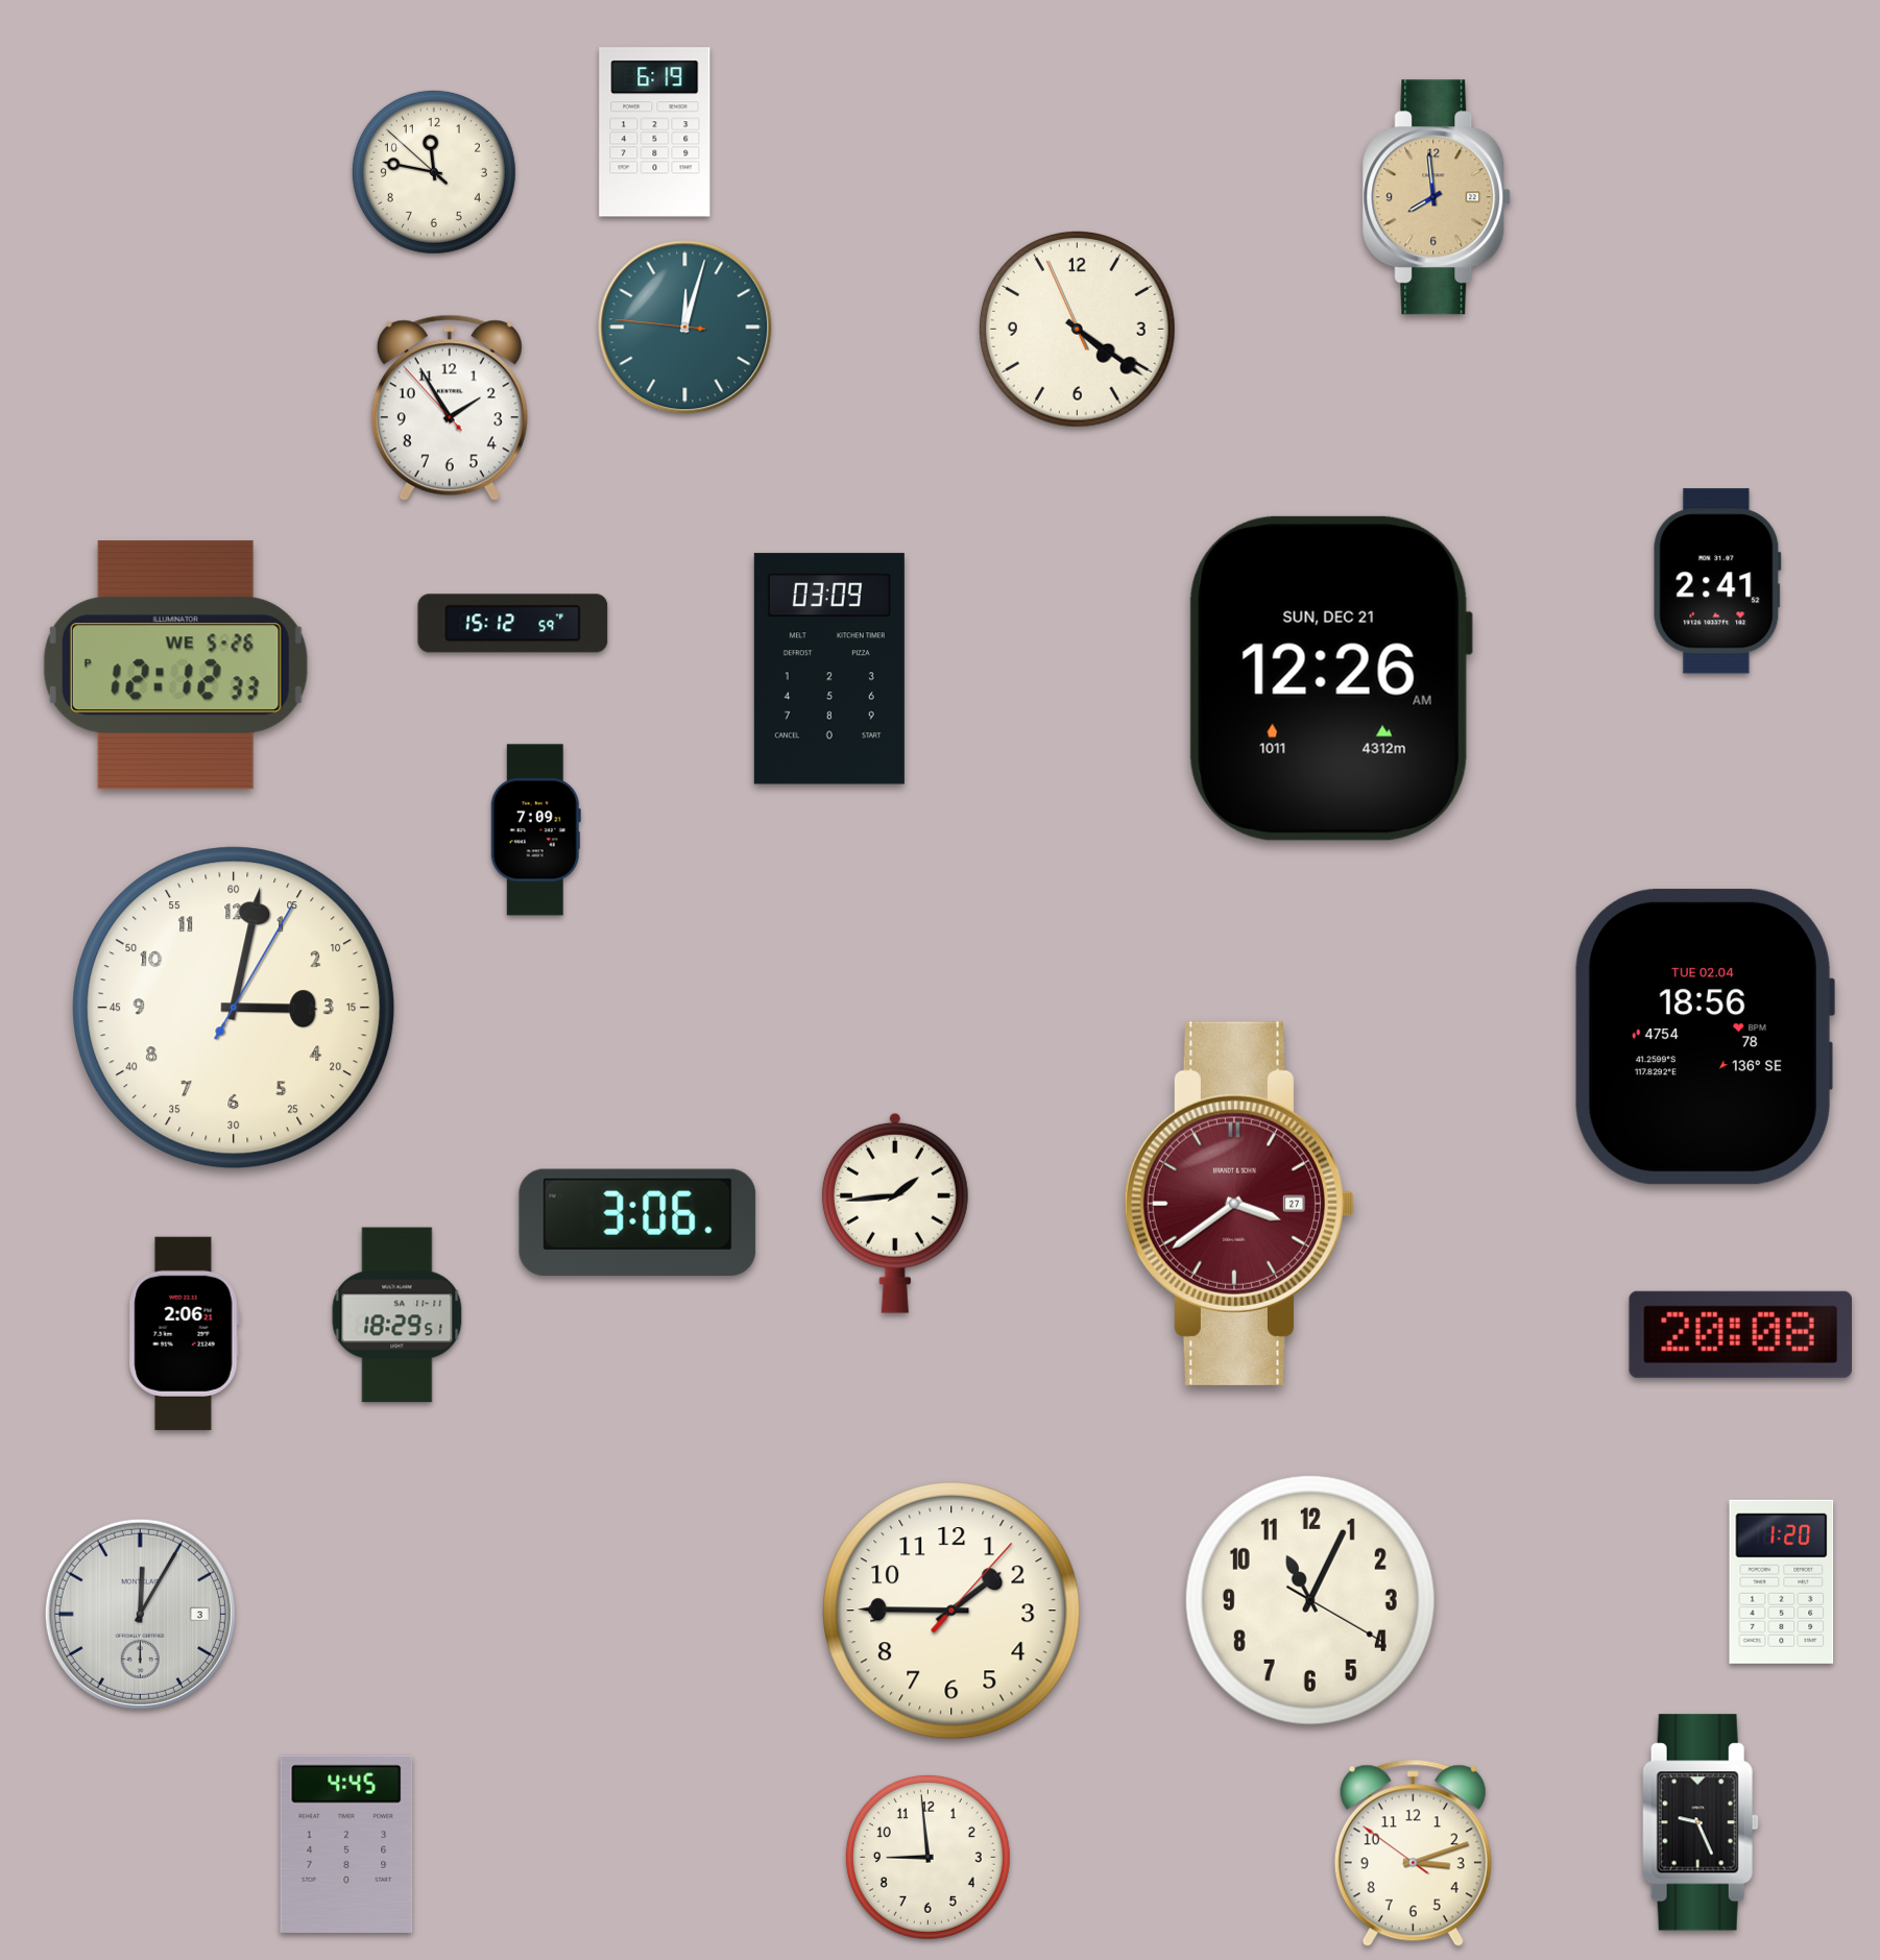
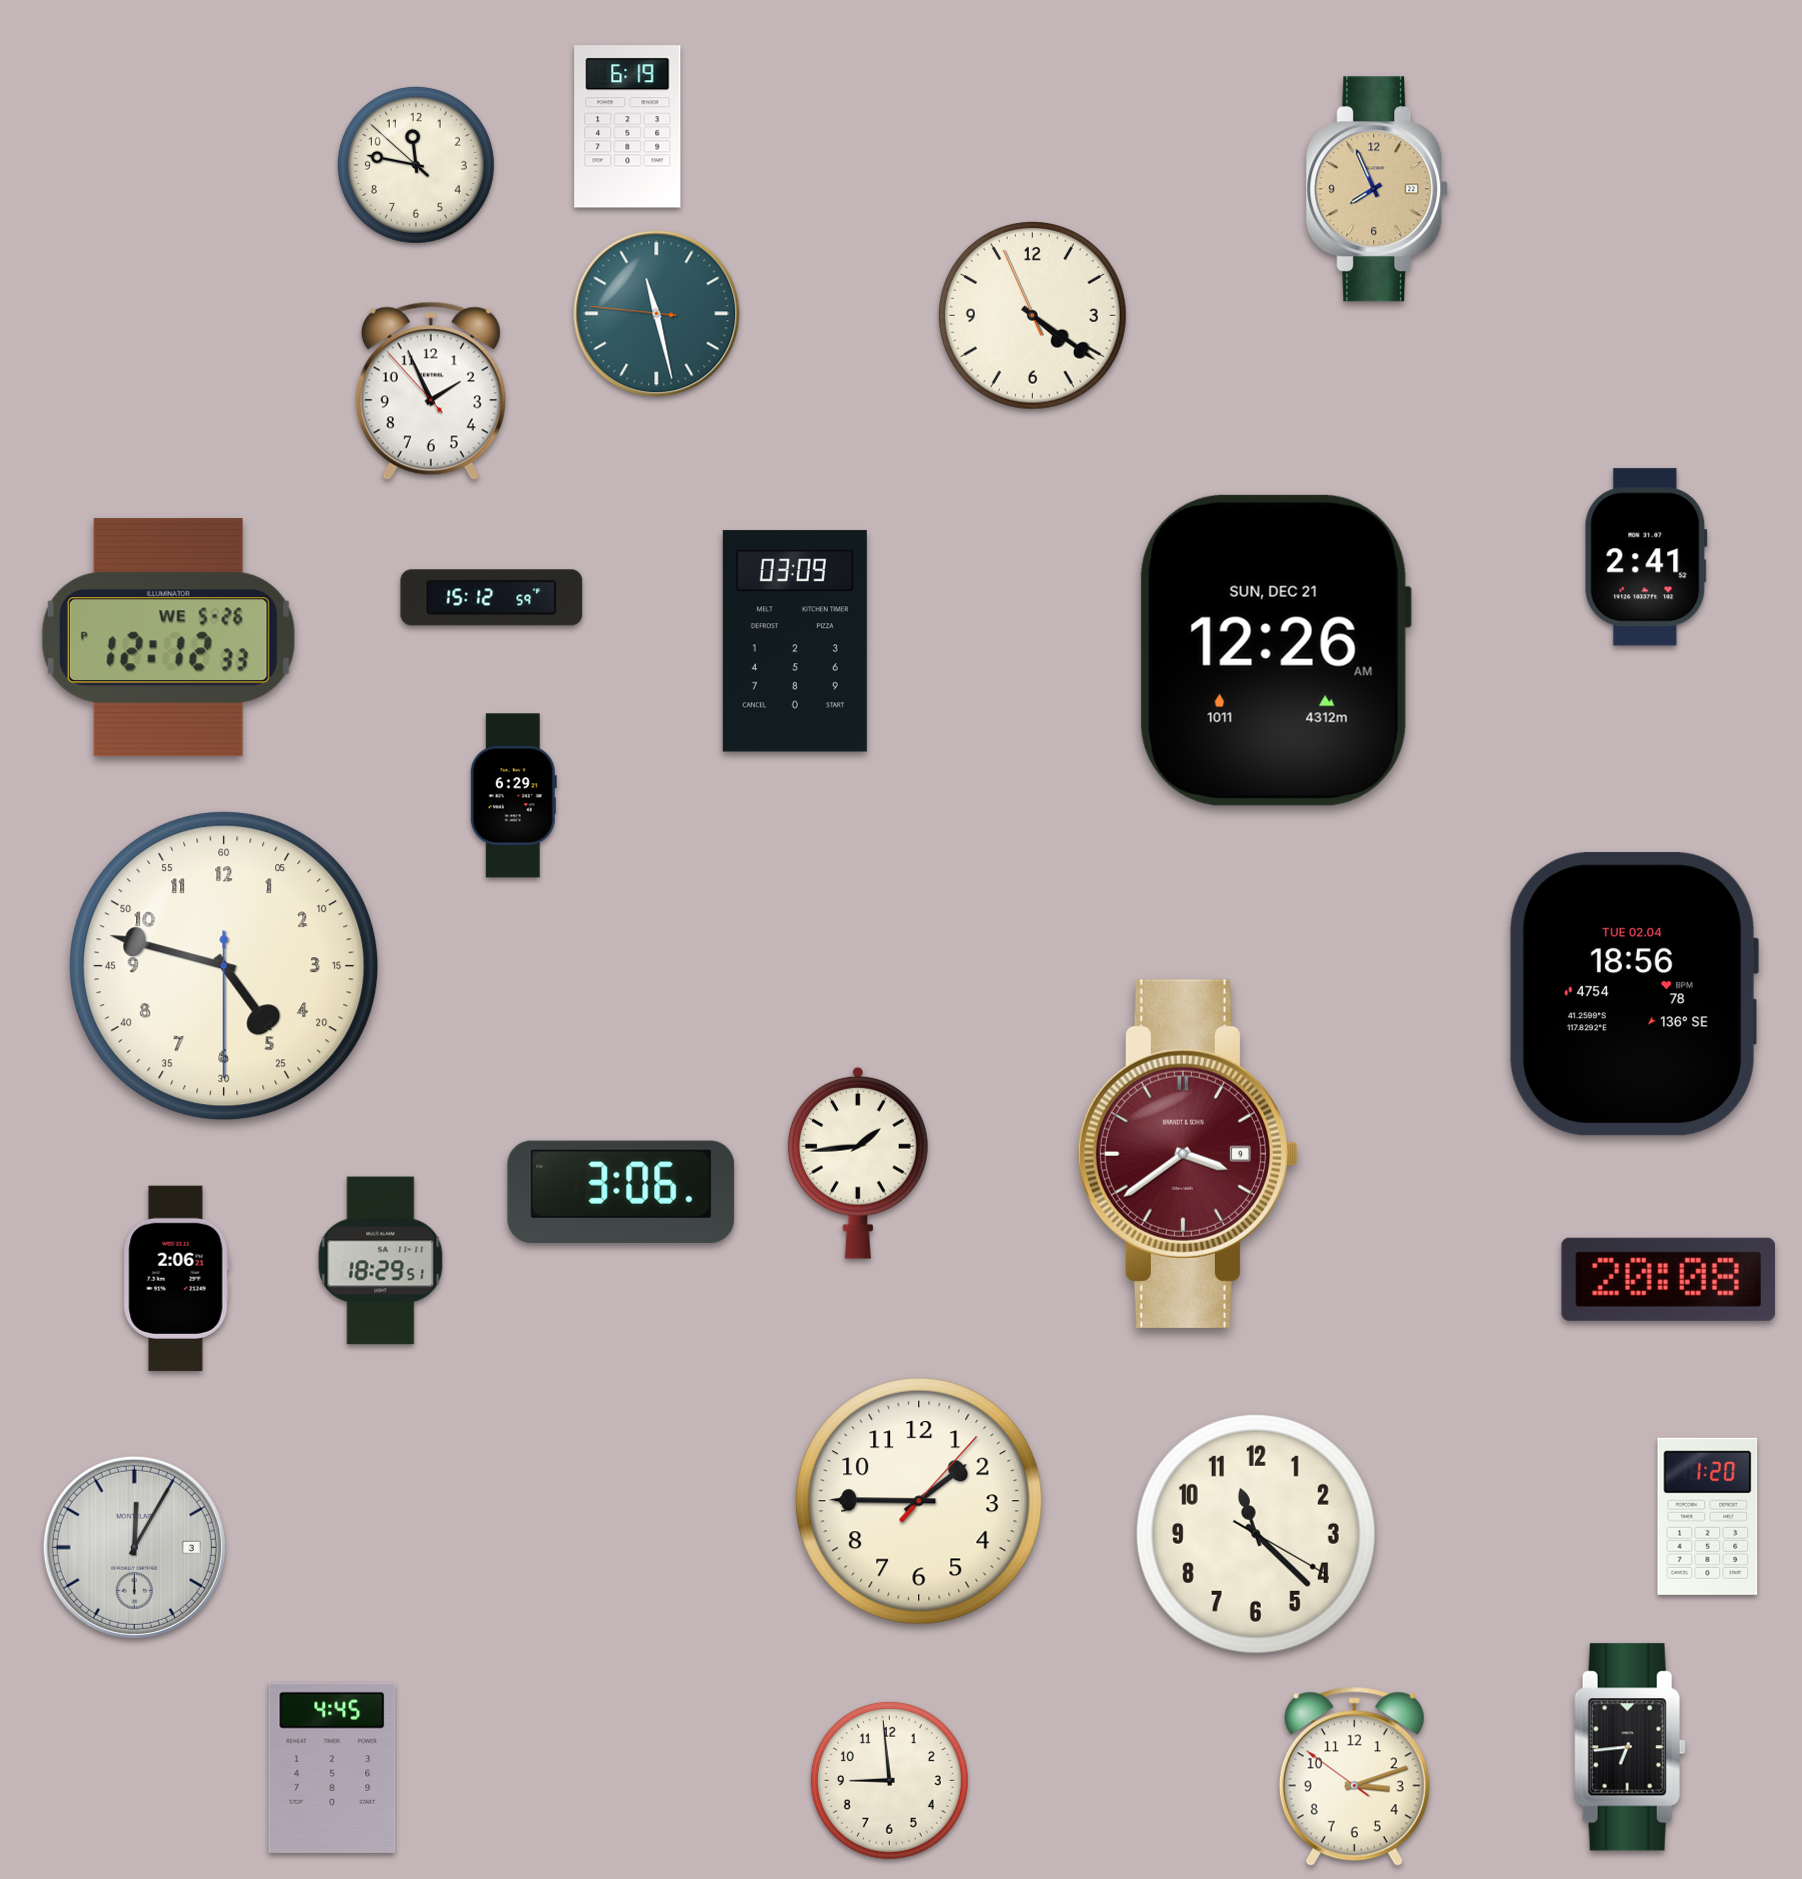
clock at (1437, 197): 7:59 -> 7:56
clock at (685, 328): 12:02 -> 11:27
clock at (450, 408): 1:54 -> 1:55
clock at (535, 830): 7:09 -> 6:29
clock at (234, 1008): 3:02 -> 4:47
clock at (1239, 1204) date: 27 -> 9
clock at (637, 1223) position: (637, 1223) -> (621, 1192)
clock at (1310, 1600): 11:04 -> 11:22
clock at (951, 1611) position: (951, 1611) -> (919, 1501)
clock at (1701, 1822): 9:26 -> 6:44
